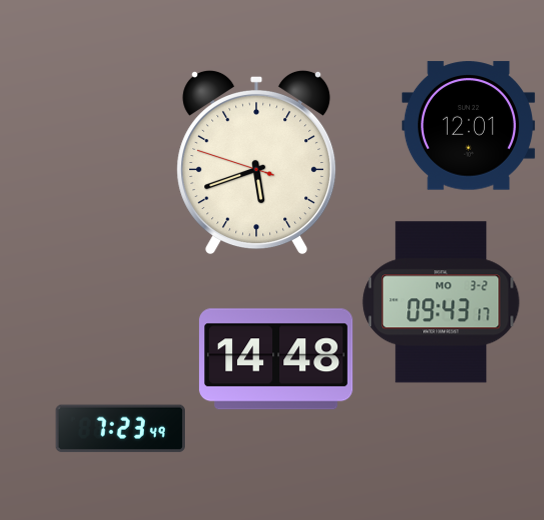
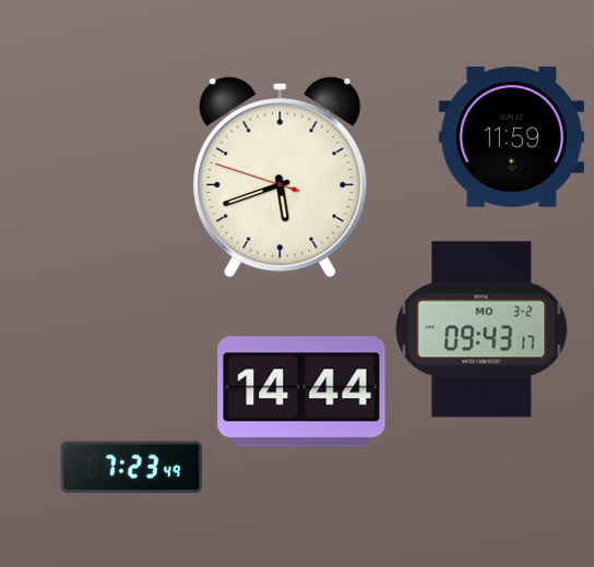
clock at (468, 126): 12:01 -> 11:59
clock at (276, 359): 14:48 -> 14:44
